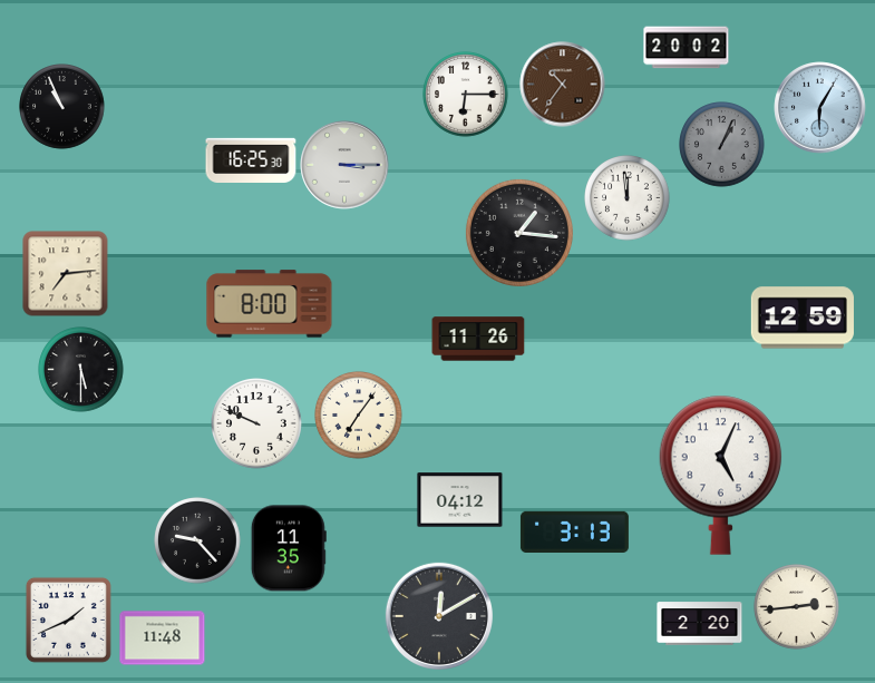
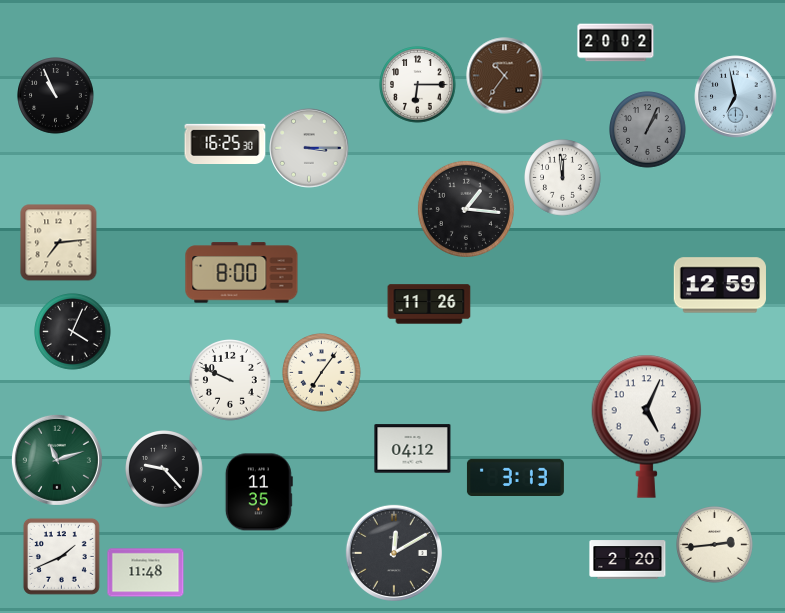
clock at (820, 108): 6:05 -> 6:58
clock at (66, 274) position: (66, 274) -> (59, 243)
clock at (81, 370): 5:30 -> 4:04
clock at (57, 460): none -> 11:12
clock at (197, 540) position: (197, 540) -> (164, 469)
